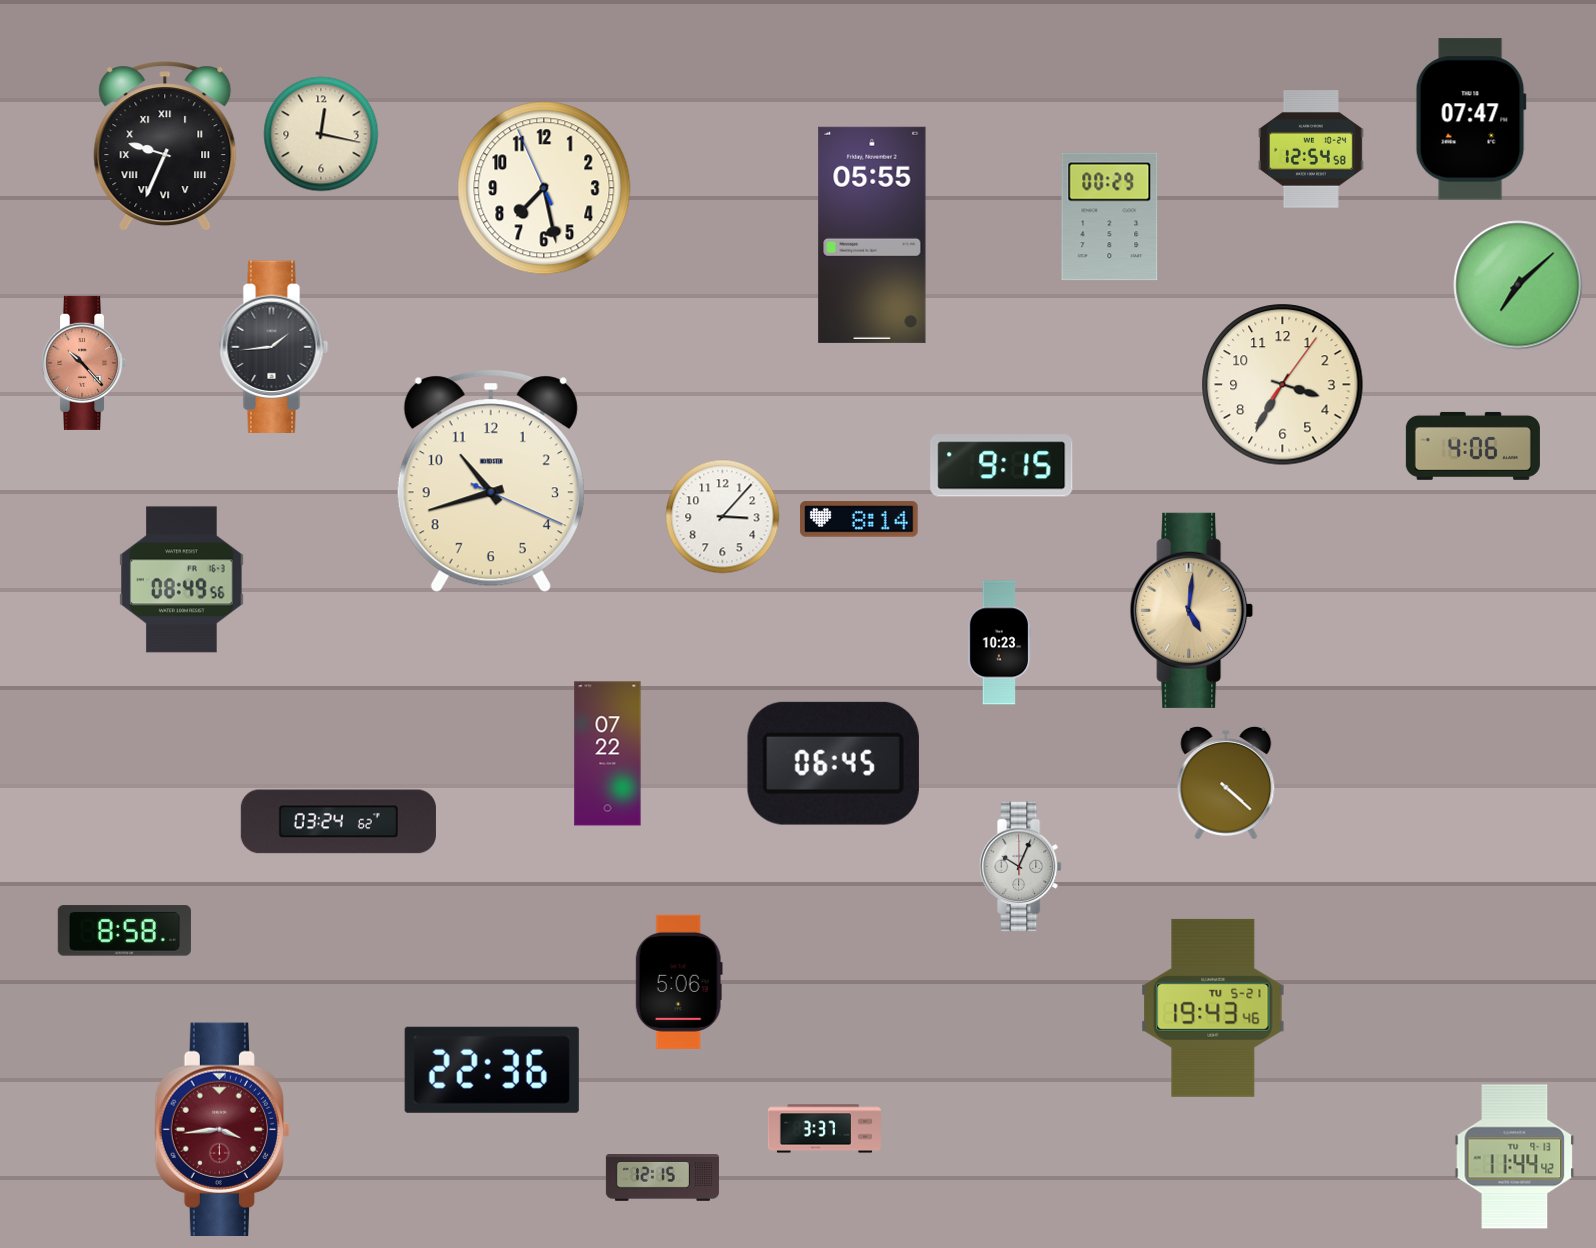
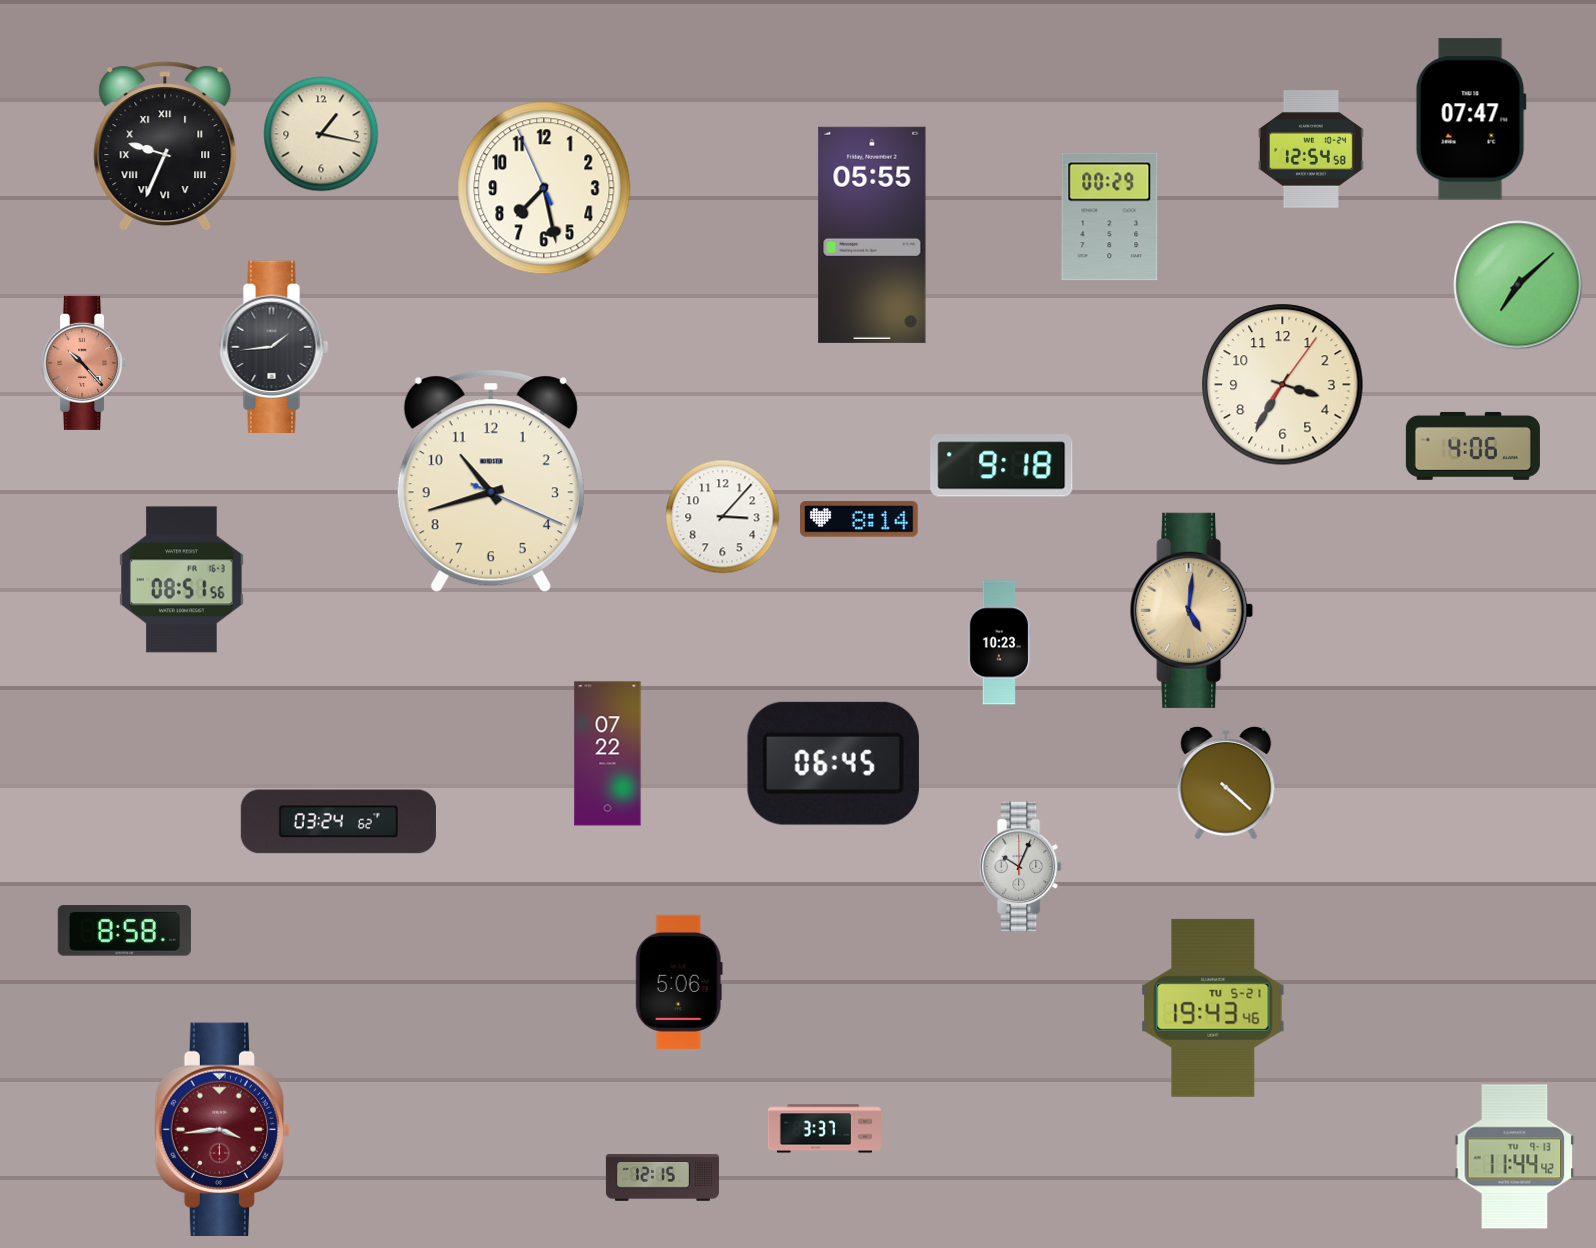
clock at (321, 134): 12:17 -> 1:17
clock at (1002, 466): 9:15 -> 9:18
clock at (182, 580): 08:49 -> 08:51
clock at (492, 1070): 22:36 -> none
